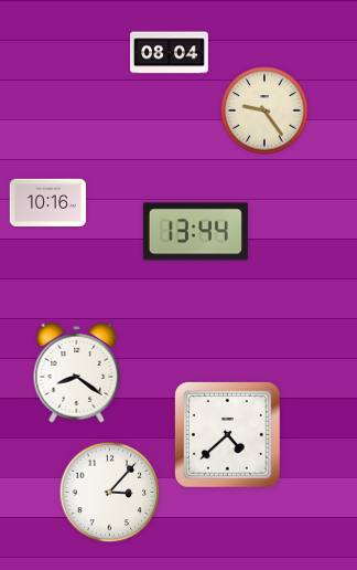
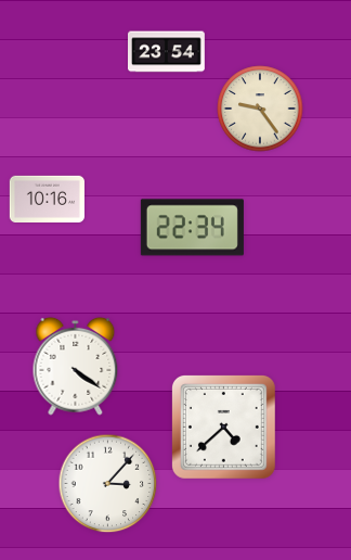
clock at (170, 53): 08:04 -> 23:54
clock at (195, 232): 13:44 -> 22:34
clock at (77, 372): 8:21 -> 4:21
